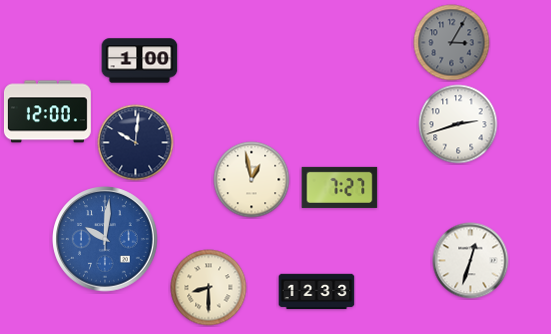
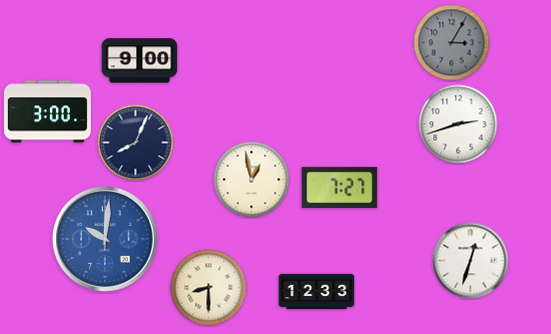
clock at (140, 61): 1:00 -> 9:00
clock at (47, 112): 12:00 -> 3:00
clock at (136, 143): 10:01 -> 8:04
